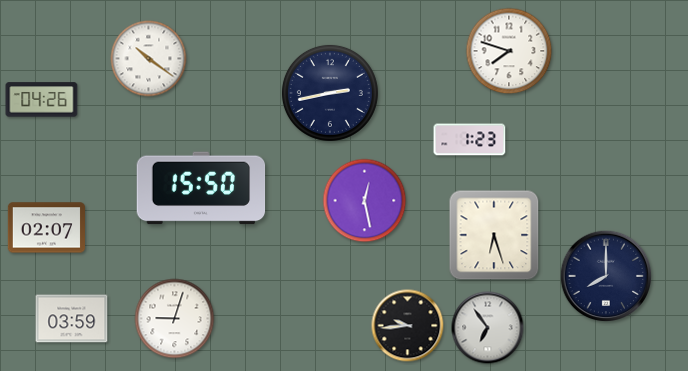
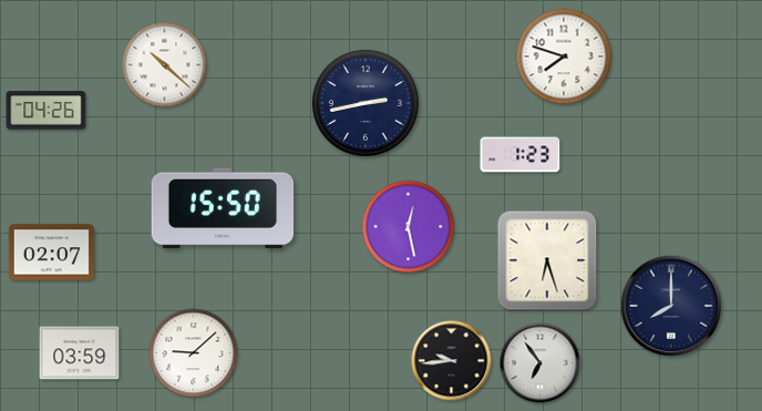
clock at (149, 59): 10:21 -> 10:22
clock at (365, 201) position: (365, 201) -> (409, 227)
clock at (175, 319): 9:03 -> 9:08
